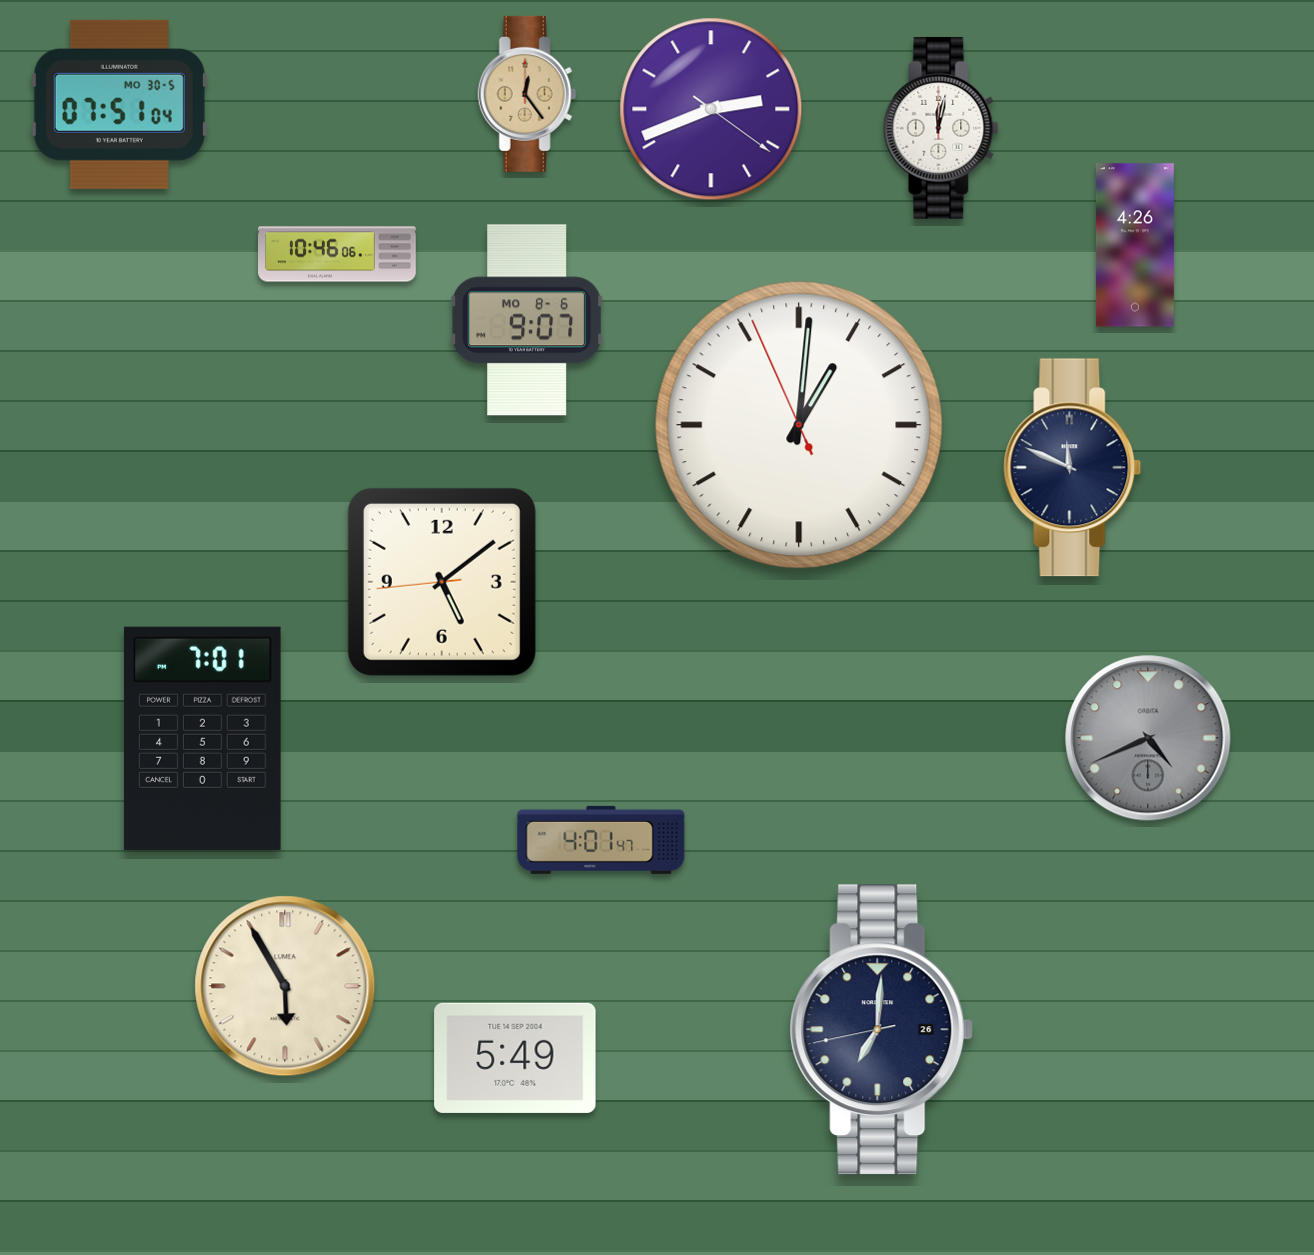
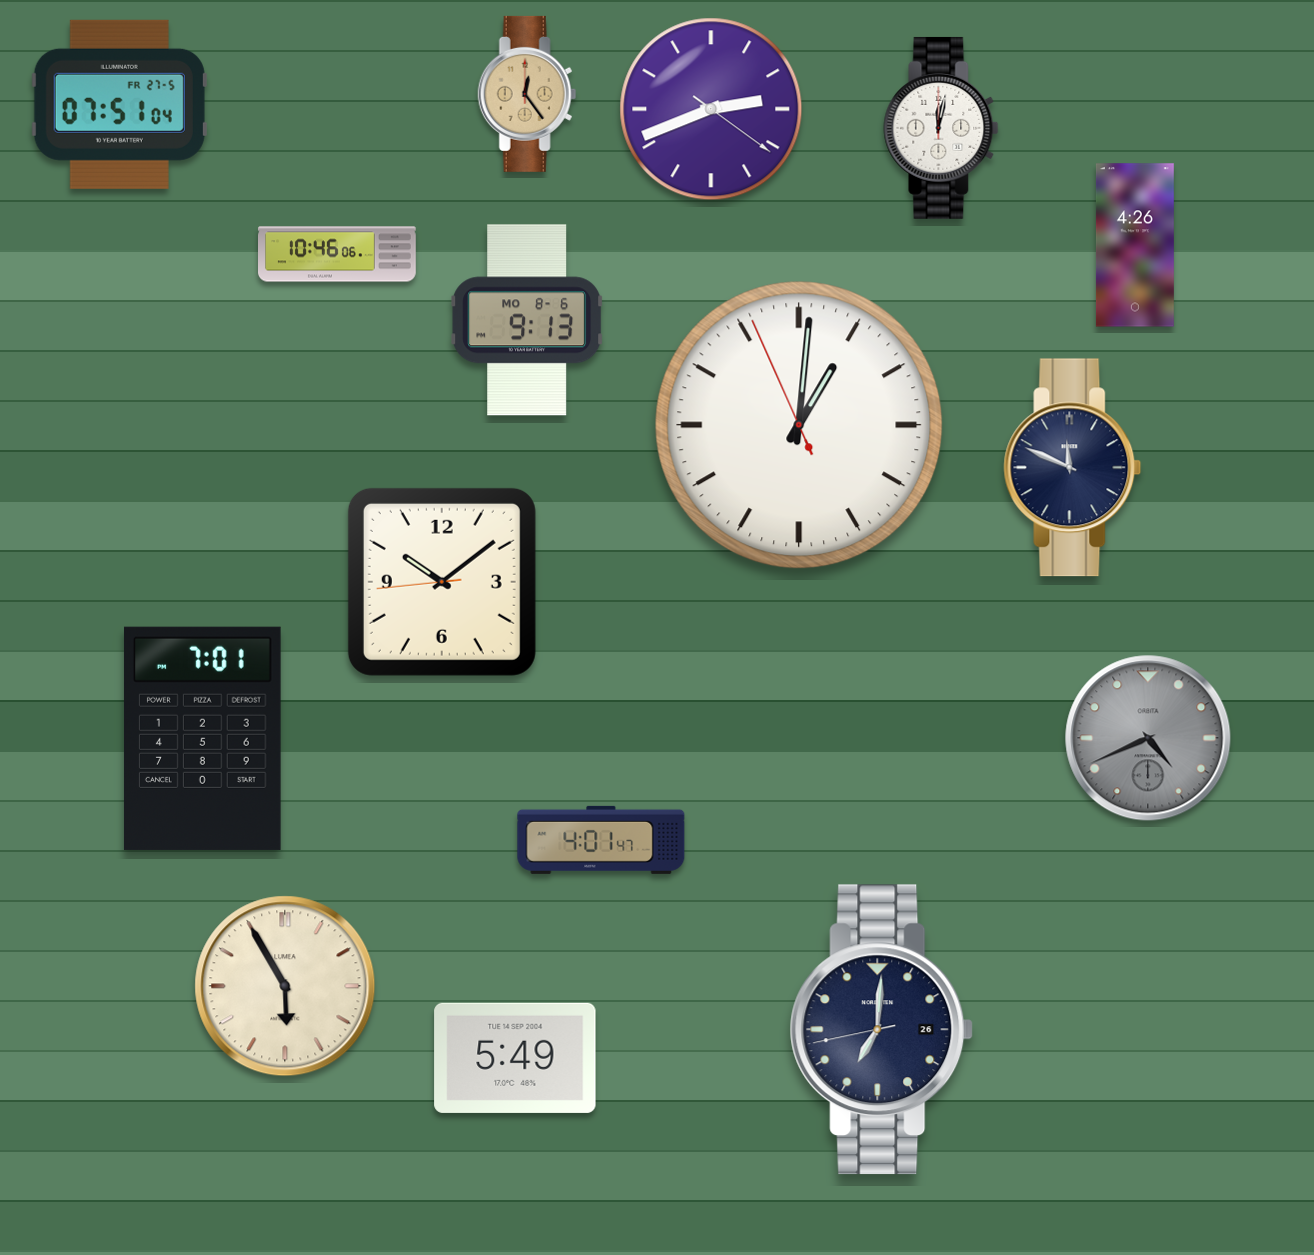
clock at (119, 104) date: MO 30-5 -> FR 27-5
clock at (528, 320): 9:07 -> 9:13
clock at (442, 582): 5:08 -> 10:08
